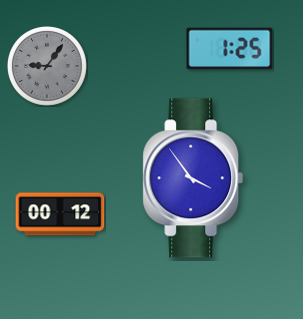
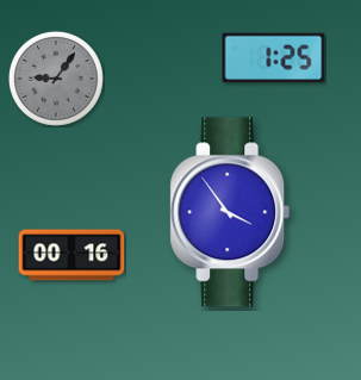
clock at (60, 214): 00:12 -> 00:16
